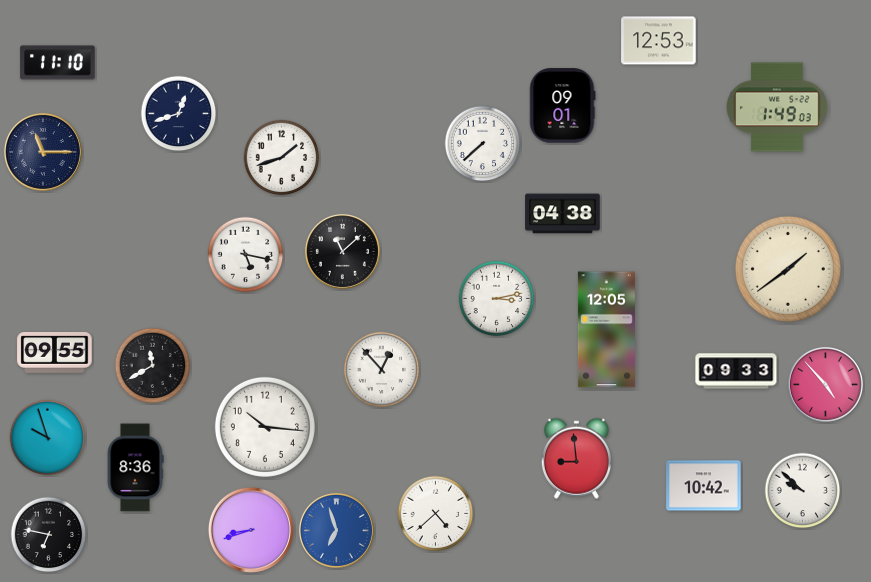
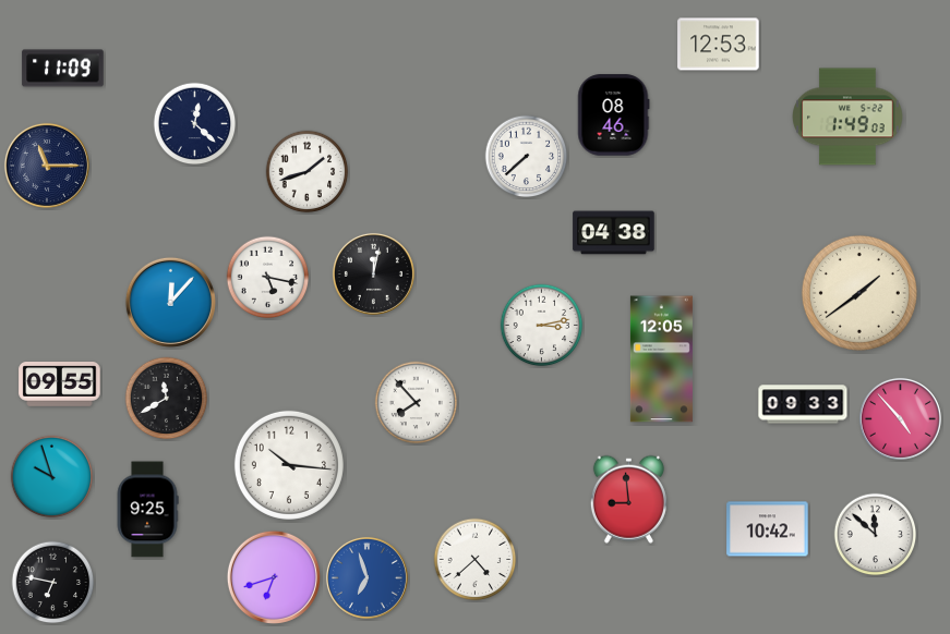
clock at (58, 63): 11:10 -> 11:09
clock at (563, 106): 09:01 -> 08:46
clock at (179, 114): 12:42 -> 12:22
clock at (342, 251): 11:08 -> 12:02
clock at (170, 302): none -> 12:07
clock at (382, 370): 12:53 -> 7:53
clock at (135, 468): 8:36 -> 9:25
clock at (803, 491): 9:52 -> 11:52
clock at (251, 530): 8:42 -> 6:42
